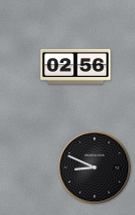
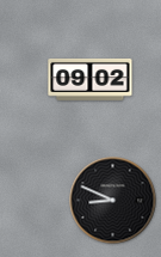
clock at (76, 66): 02:56 -> 09:02
